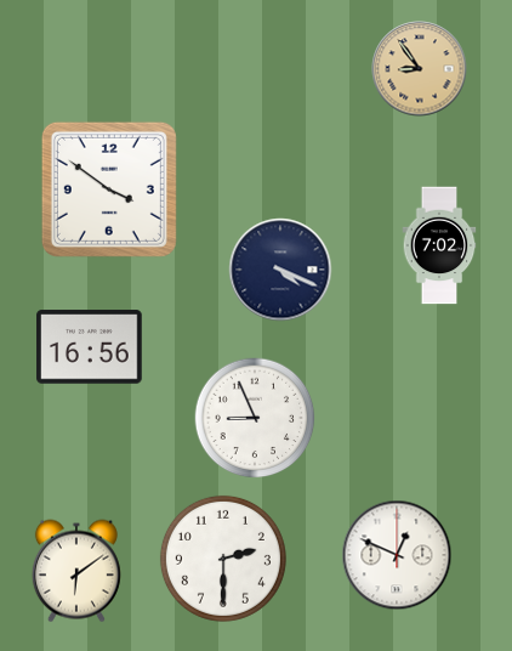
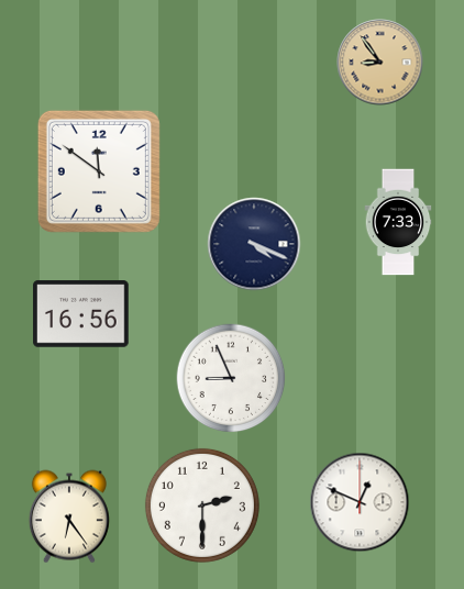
clock at (109, 189): 3:51 -> 11:51
clock at (439, 245): 7:02 -> 7:33
clock at (76, 571): 6:09 -> 6:24
